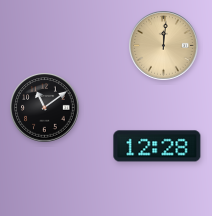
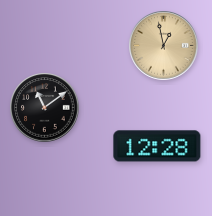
clock at (164, 46): 12:01 -> 12:58
